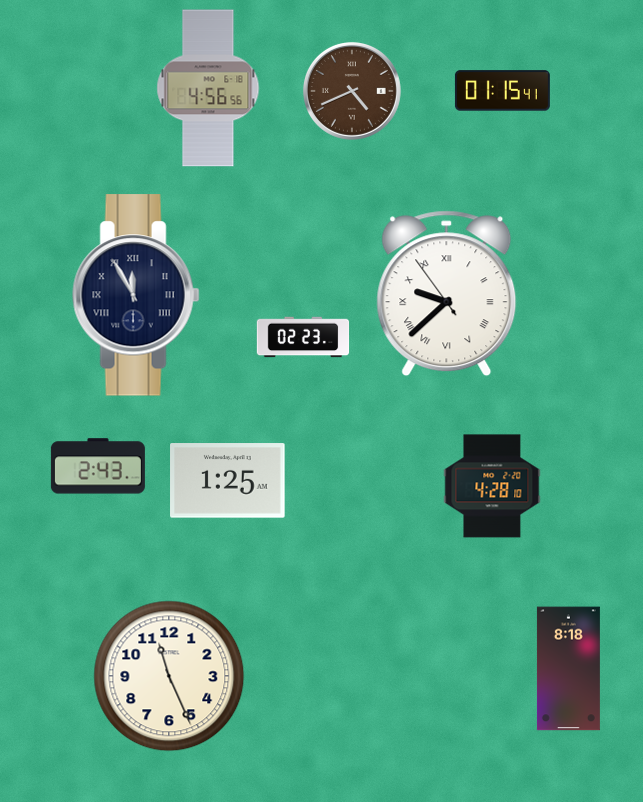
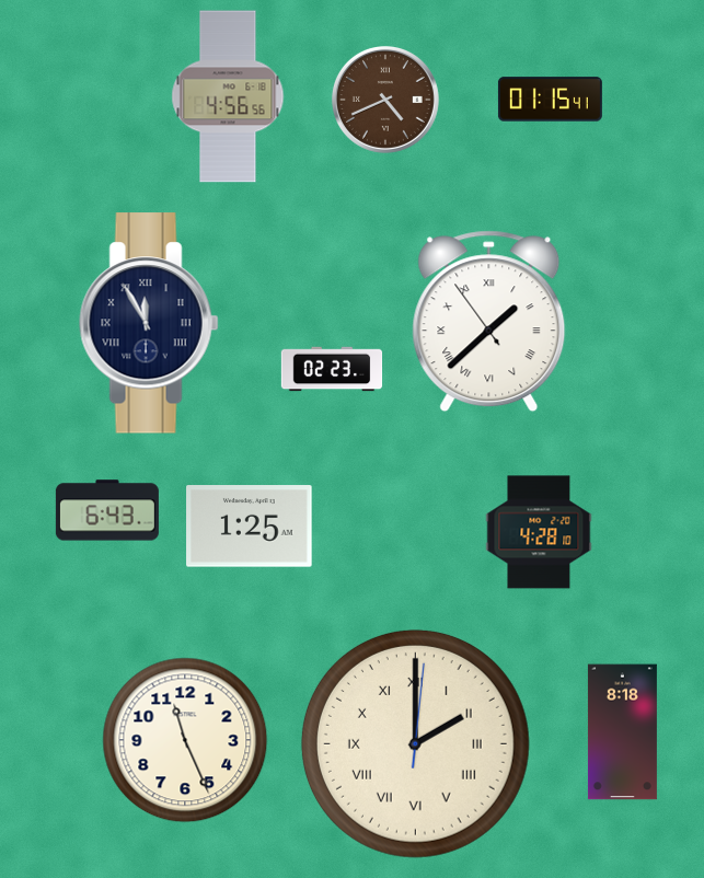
clock at (447, 294): 9:37 -> 1:37
clock at (98, 466): 2:43 -> 6:43
clock at (415, 743): none -> 2:00
